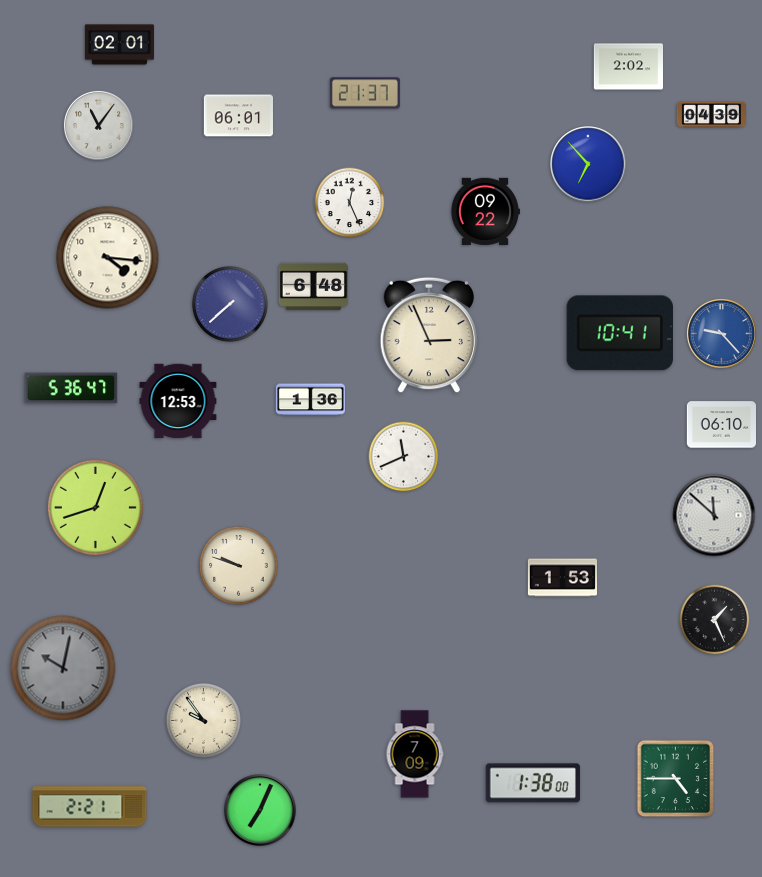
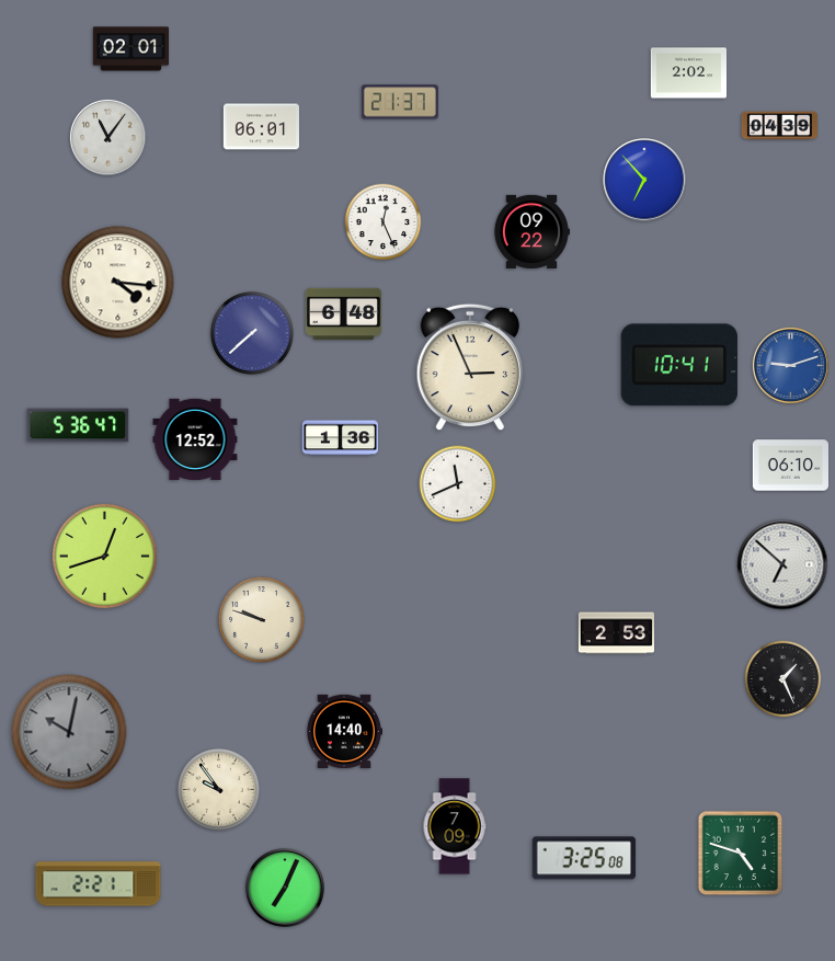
clock at (721, 333): 9:23 -> 9:12
clock at (178, 401): 12:53 -> 12:52
clock at (404, 457) position: (404, 457) -> (458, 484)
clock at (714, 515): 11:52 -> 6:52
clock at (562, 578): 1:53 -> 2:53
clock at (343, 732): none -> 14:40
clock at (203, 720) position: (203, 720) -> (218, 789)
clock at (676, 779): 4:45 -> 4:48
clock at (533, 783): 1:38 -> 3:25
